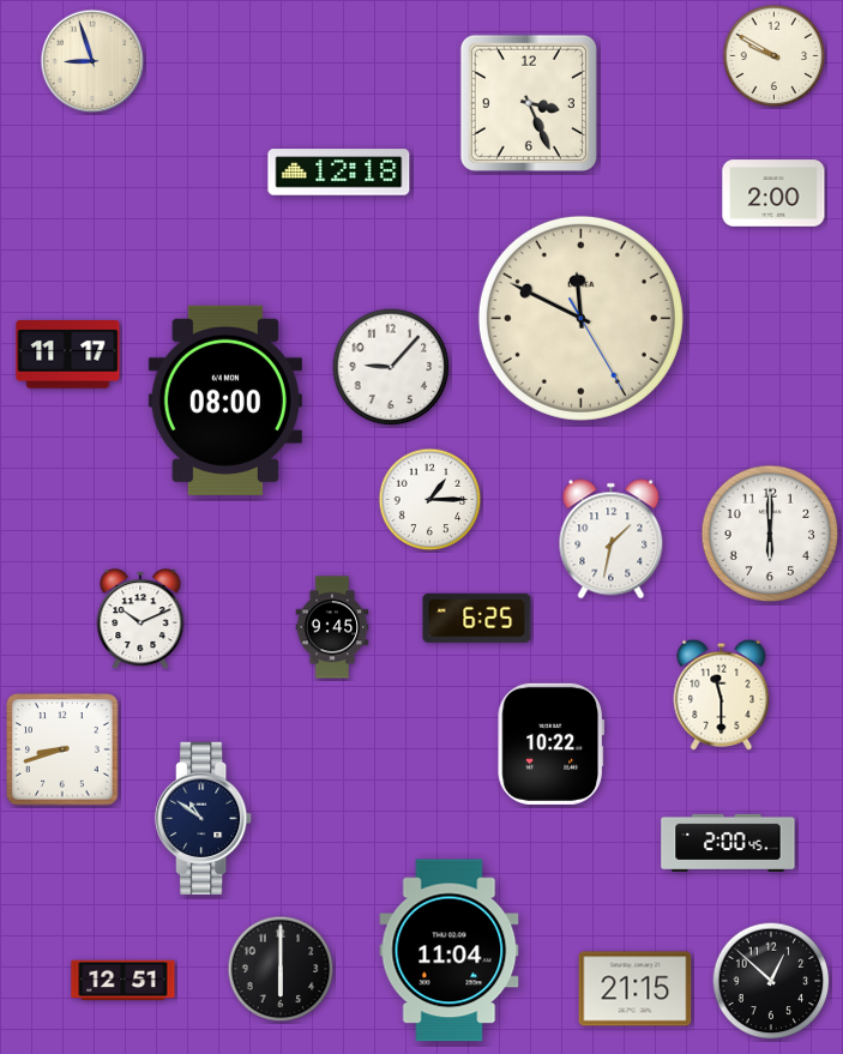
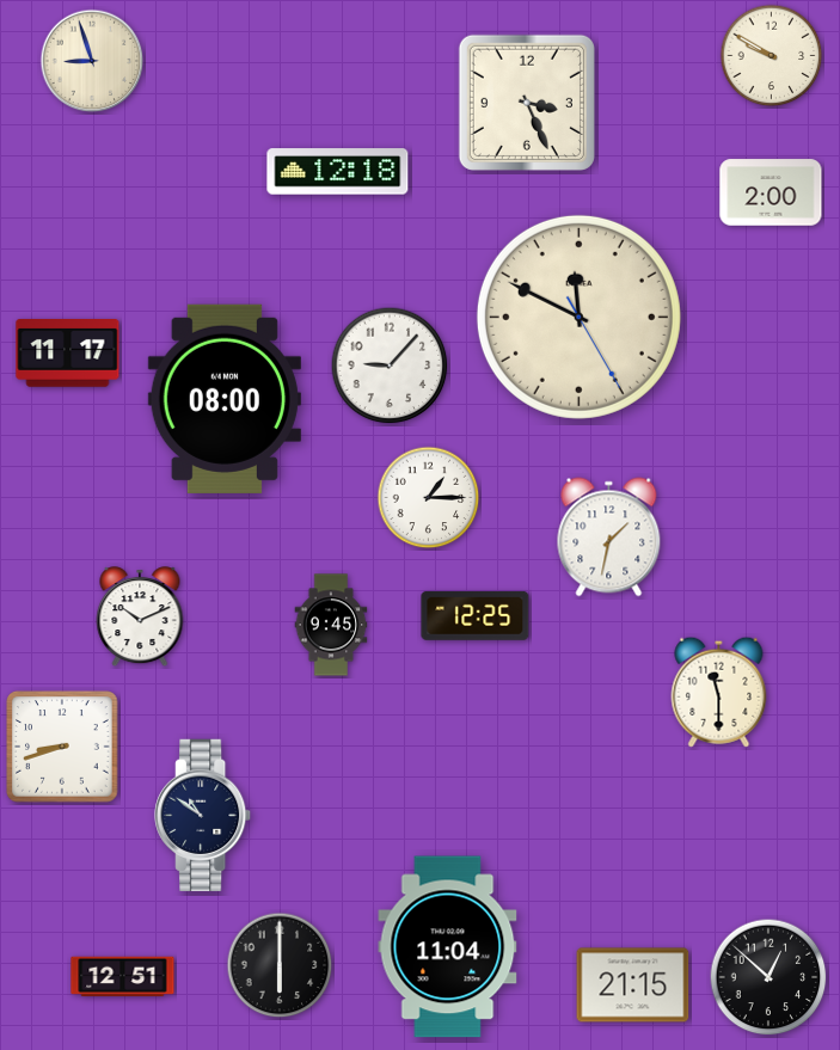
clock at (770, 534): 6:00 -> none
clock at (477, 618): 6:25 -> 12:25
clock at (552, 743): 10:22 -> none
clock at (728, 843): 2:00 -> none
